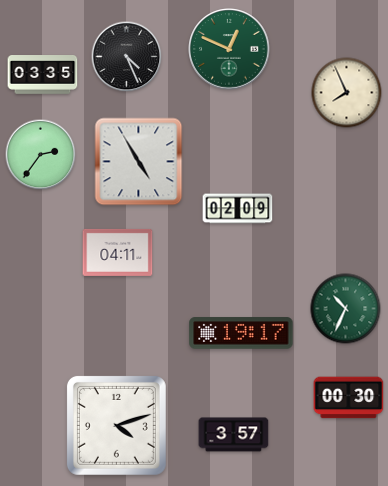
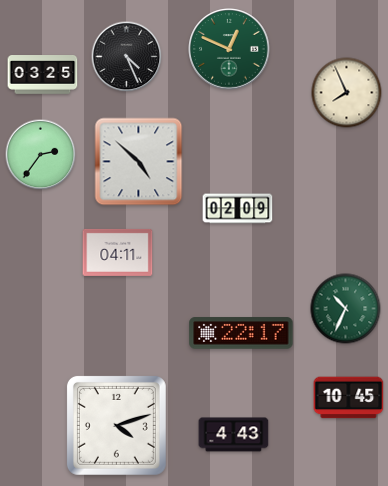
clock at (43, 75): 03:35 -> 03:25
clock at (139, 162): 4:55 -> 4:52
clock at (241, 333): 19:17 -> 22:17
clock at (349, 398): 00:30 -> 10:45
clock at (234, 435): 3:57 -> 4:43
